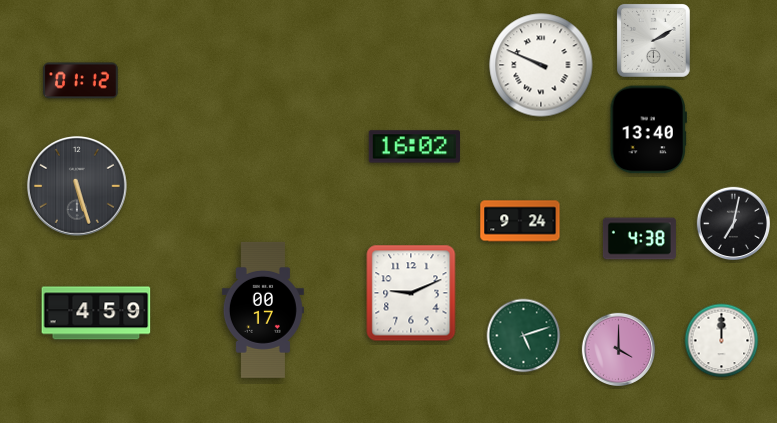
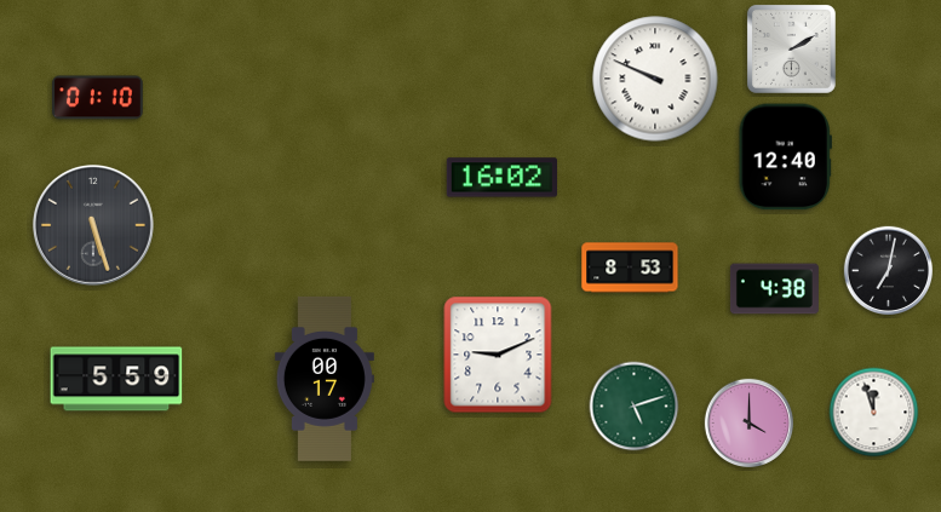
clock at (81, 81): 01:12 -> 01:10
clock at (648, 130): 13:40 -> 12:40
clock at (520, 221): 9:24 -> 8:53
clock at (263, 310) position: (263, 310) -> (325, 379)
clock at (96, 313): 4:59 -> 5:59
clock at (722, 341): 12:00 -> 11:57
